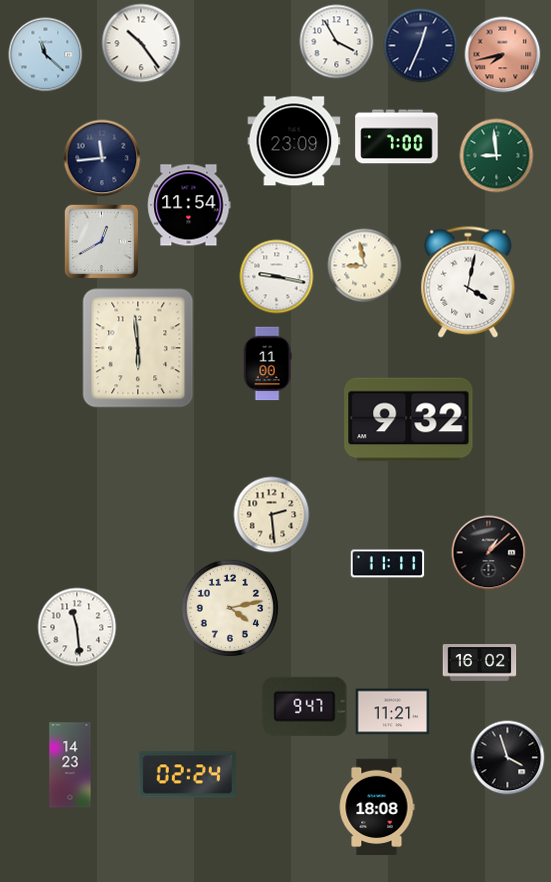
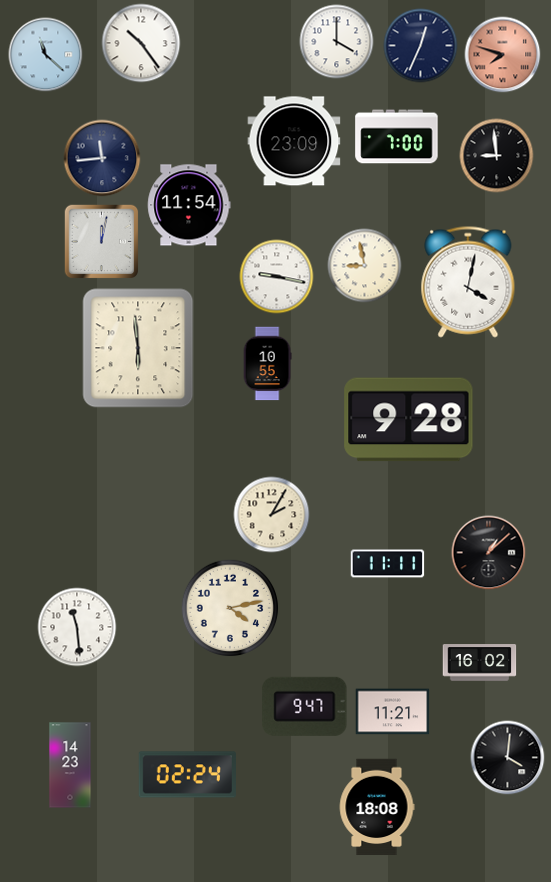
clock at (337, 42): 3:55 -> 4:00
clock at (503, 55): 7:43 -> 7:48
clock at (497, 156) dial: green -> black
clock at (102, 242): 12:40 -> 12:02
clock at (267, 364): 11:00 -> 10:55
clock at (409, 420): 9:32 -> 9:28
clock at (272, 515): 2:29 -> 2:05
clock at (508, 758): 3:57 -> 4:01
